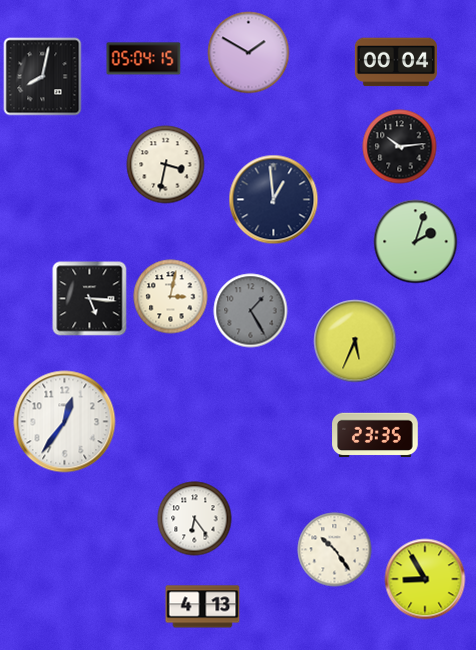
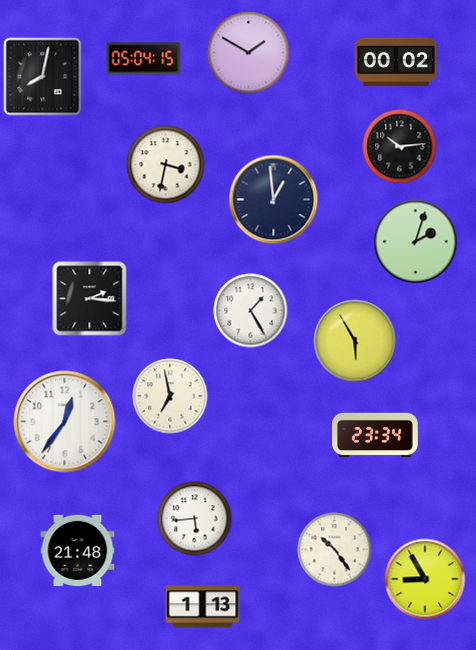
clock at (396, 62): 00:04 -> 00:02
clock at (171, 297): 3:02 -> none
clock at (90, 299): 5:16 -> 2:16
clock at (251, 311) dial: grey -> white
clock at (355, 341): 5:34 -> 5:55
clock at (170, 396): none -> 6:58
clock at (375, 435): 23:35 -> 23:34
clock at (195, 519): 6:24 -> 5:44
clock at (78, 550): none -> 21:48
clock at (203, 607): 4:13 -> 1:13
